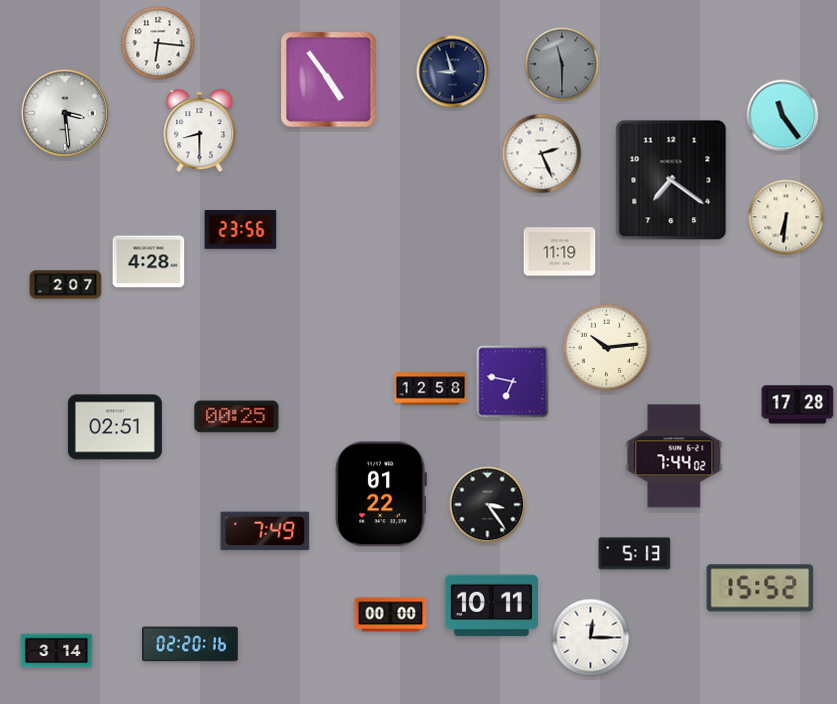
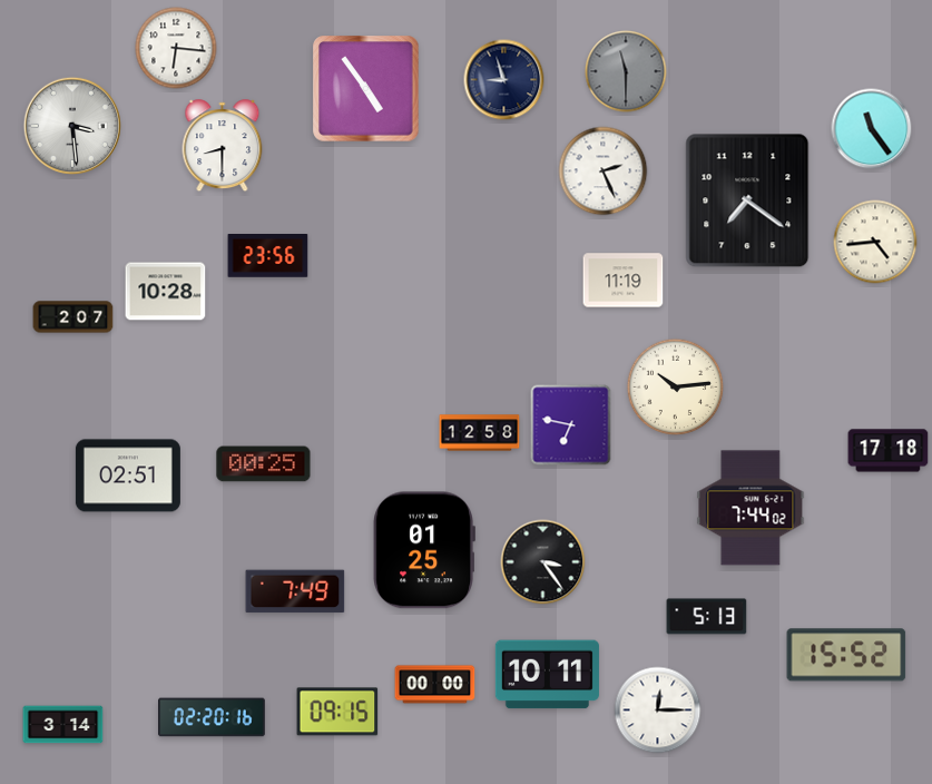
clock at (786, 217): 6:31 -> 4:44
clock at (149, 262): 4:28 -> 10:28
clock at (798, 405): 17:28 -> 17:18
clock at (381, 494): 01:22 -> 01:25
clock at (337, 712): none -> 09:15
